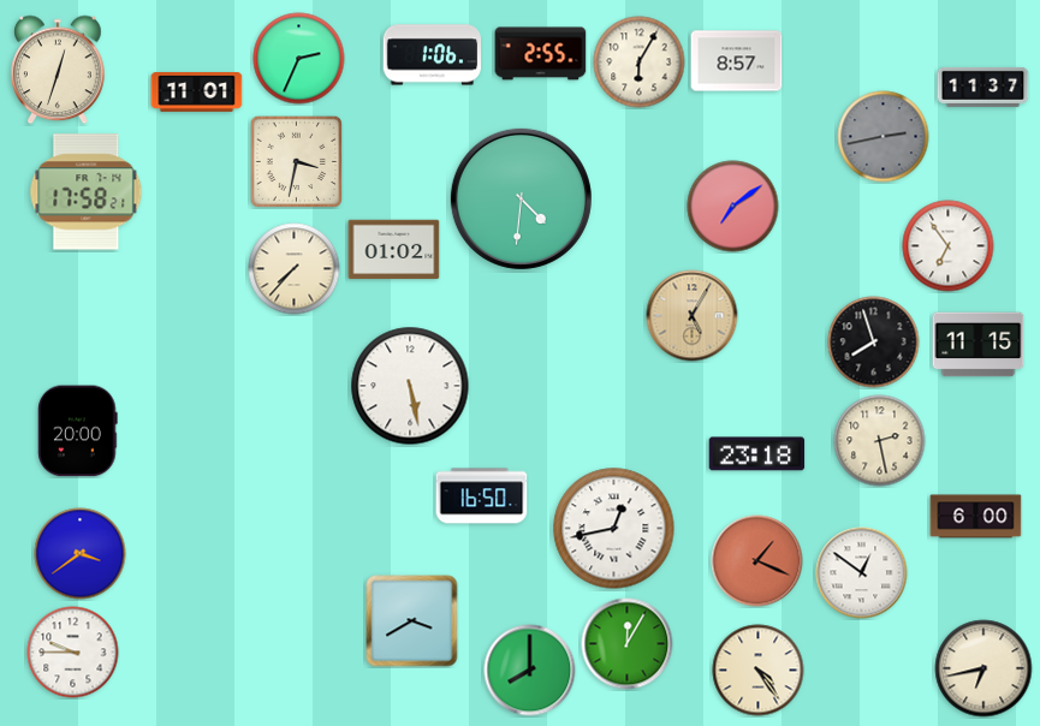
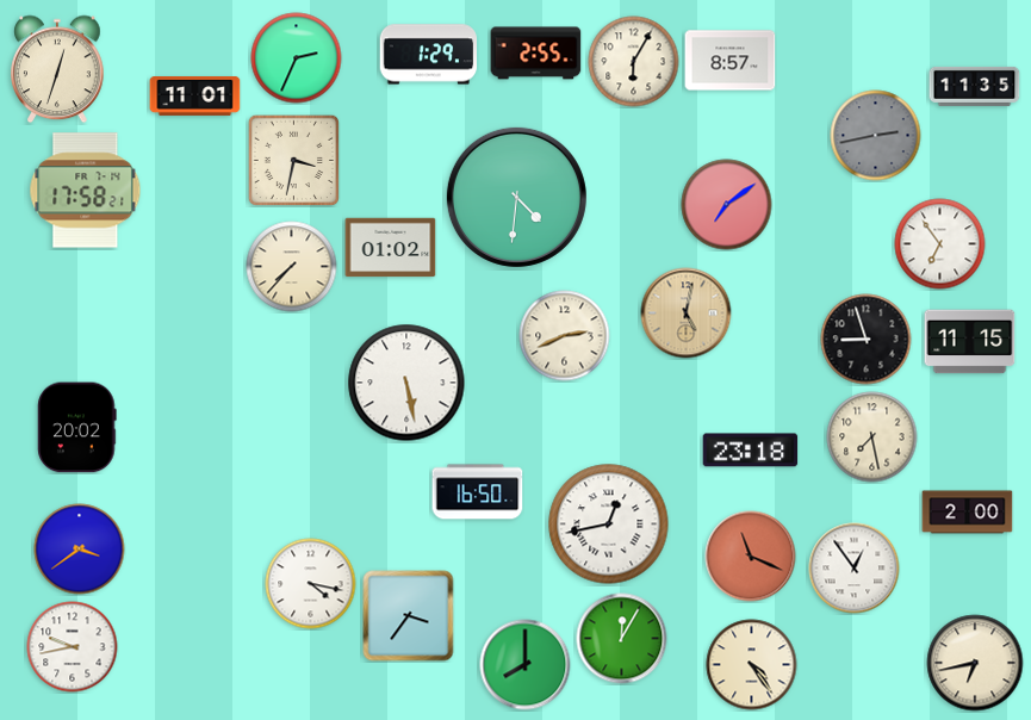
clock at (433, 55): 1:06 -> 1:29
clock at (983, 87): 11:37 -> 11:35
clock at (197, 93) position: (197, 93) -> (195, 97)
clock at (693, 316): 5:05 -> 5:02
clock at (565, 336): none -> 2:41
clock at (874, 343): 7:57 -> 8:57
clock at (78, 432): 20:00 -> 20:02
clock at (880, 441): 2:28 -> 7:28
clock at (976, 517): 6:00 -> 2:00
clock at (757, 561): 1:19 -> 11:19
clock at (862, 573): 12:51 -> 12:54
clock at (311, 584): none -> 4:17
clock at (412, 621): 3:40 -> 3:36
clock at (73, 653): 9:45 -> 9:43
